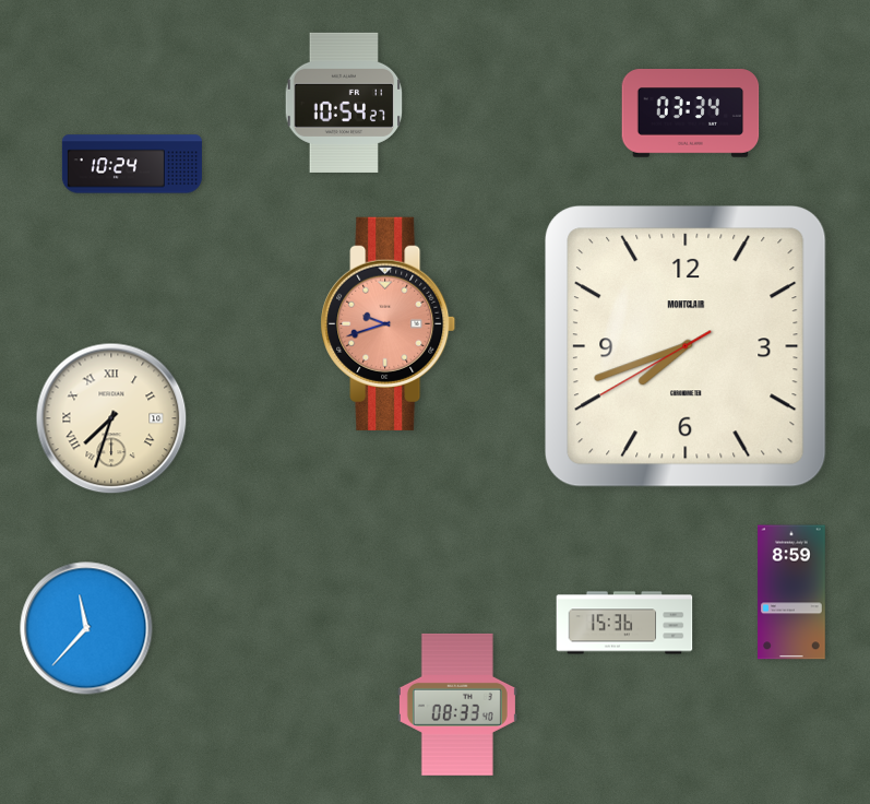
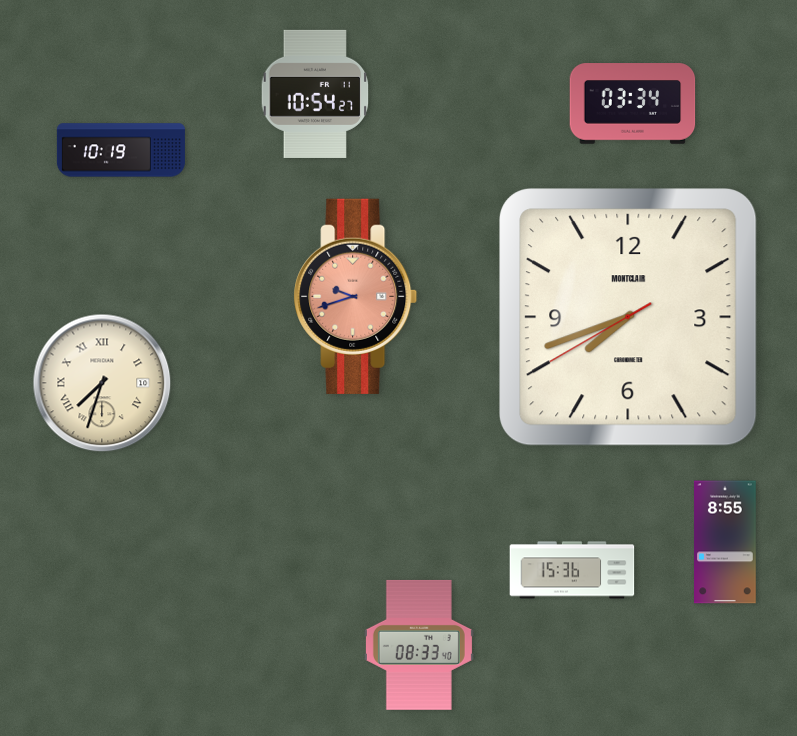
clock at (132, 164): 10:24 -> 10:19
clock at (791, 592): 8:59 -> 8:55
clock at (86, 628): 11:37 -> none
